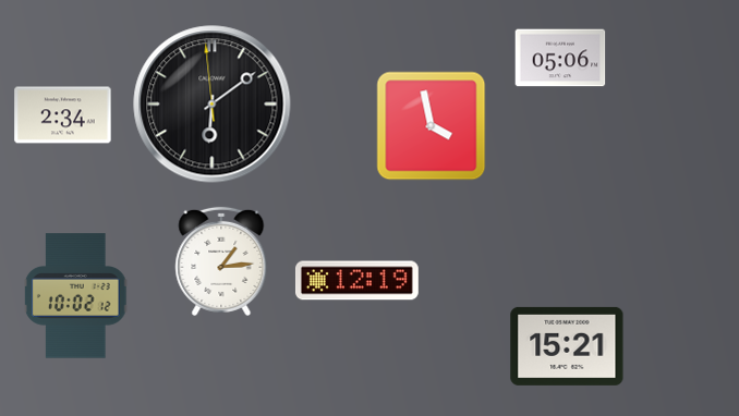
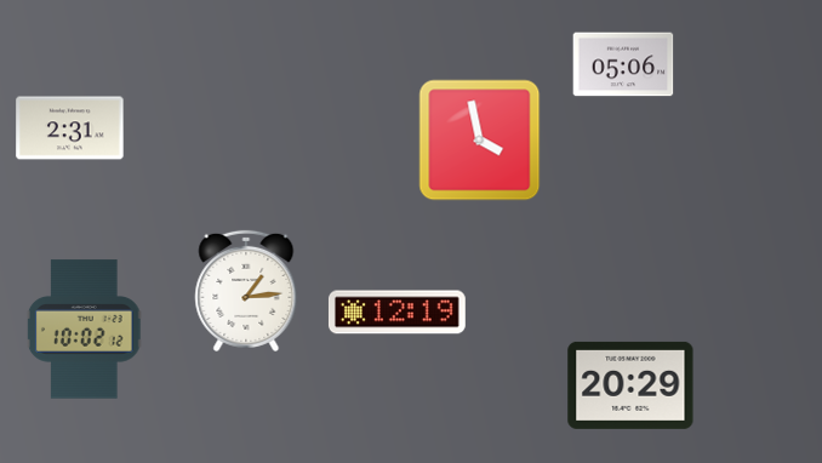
clock at (213, 105): 6:08 -> none
clock at (63, 115): 2:34 -> 2:31
clock at (567, 346): 15:21 -> 20:29
